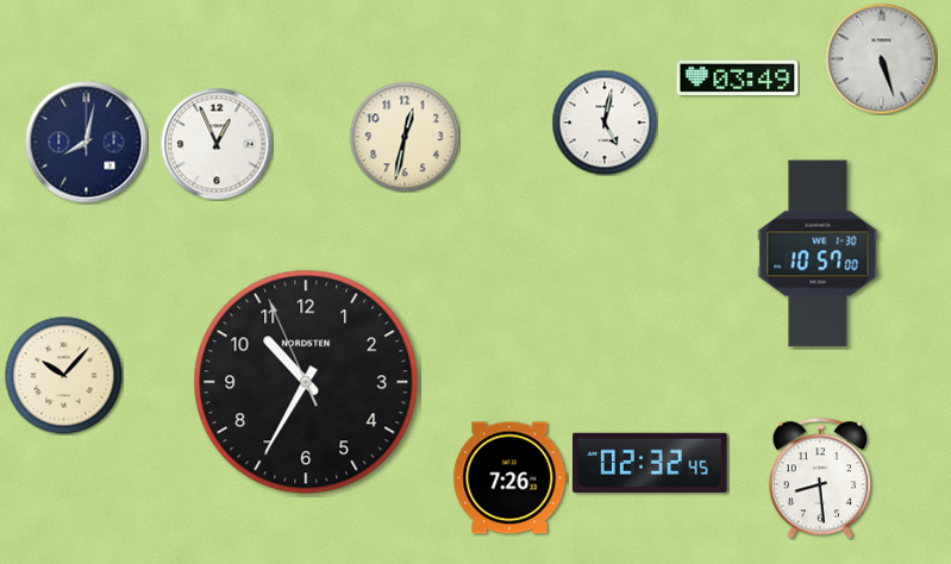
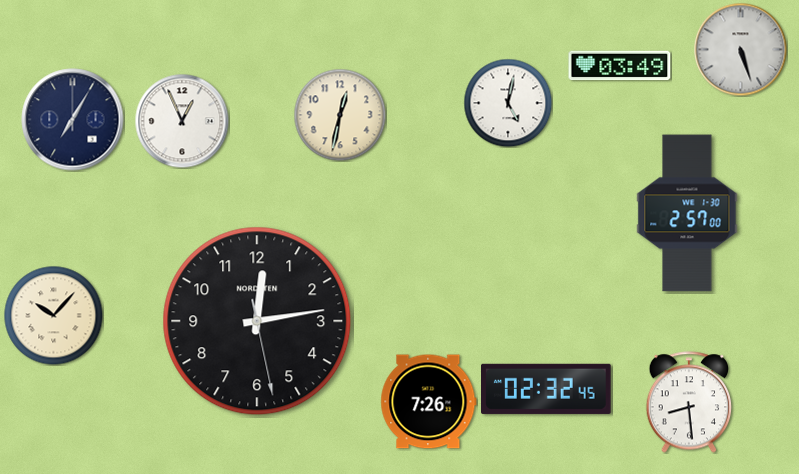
clock at (87, 143): 8:02 -> 7:05
clock at (818, 253): 10:57 -> 2:57
clock at (306, 382): 10:34 -> 12:13
